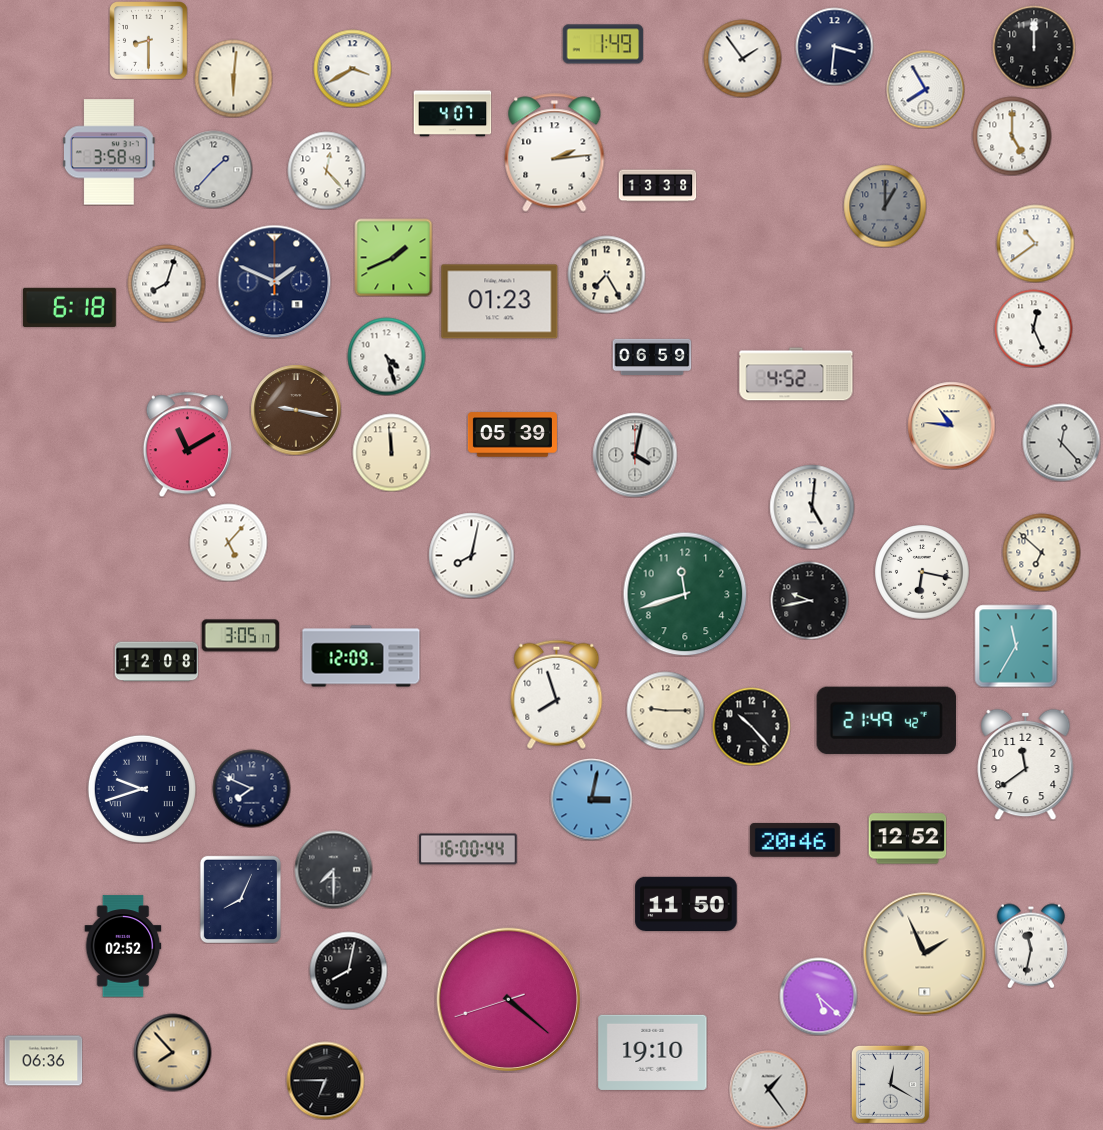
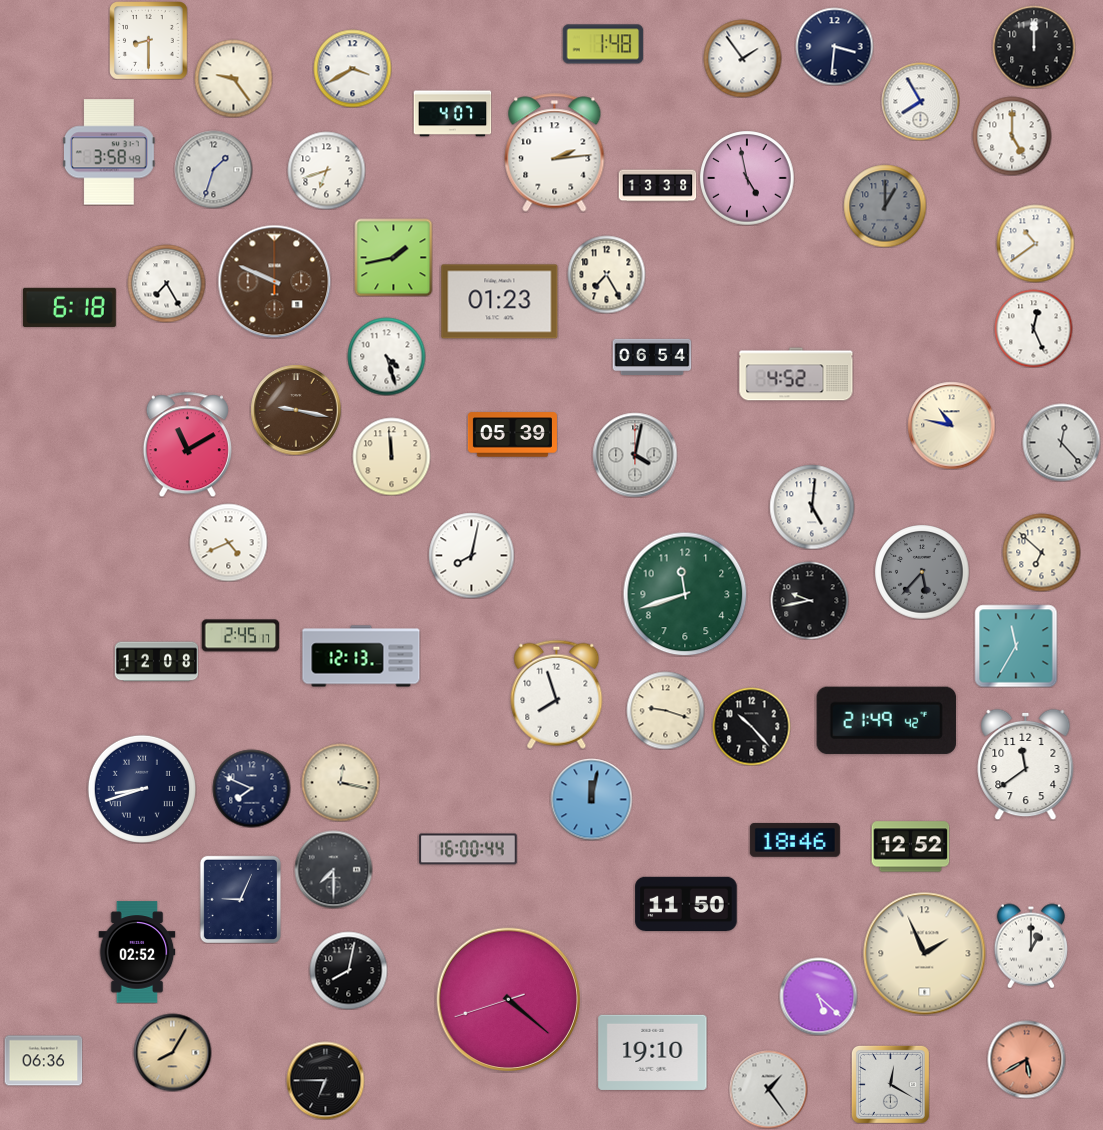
clock at (603, 44): 1:49 -> 1:48
clock at (233, 78): 6:01 -> 9:24
clock at (925, 89) position: (925, 89) -> (920, 101)
clock at (213, 169): 1:37 -> 1:33
clock at (326, 170): 12:23 -> 6:42
clock at (747, 178): none -> 4:58
clock at (393, 257): 1:41 -> 1:43
clock at (274, 281): 1:49 -> 9:49
clock at (274, 281) dial: navy -> brown
clock at (166, 283): 8:03 -> 7:25
clock at (652, 357): 06:59 -> 06:54
clock at (951, 425): 10:46 -> 10:47
clock at (391, 452) position: (391, 452) -> (391, 456)
clock at (228, 542): 5:07 -> 4:41
clock at (922, 572): 6:17 -> 5:37
clock at (922, 572) dial: white -> grey
clock at (240, 636): 3:05 -> 2:45
clock at (361, 656): 12:09 -> 12:13
clock at (665, 710): 9:15 -> 9:18
clock at (340, 782): none -> 12:17
clock at (142, 789): 9:42 -> 8:42
clock at (591, 799): 3:02 -> 12:02
clock at (907, 839) position: (907, 839) -> (910, 847)
clock at (795, 840): 20:46 -> 18:46
clock at (240, 899): 8:04 -> 9:04
clock at (123, 946) position: (123, 946) -> (137, 952)
clock at (1031, 946): 11:32 -> 1:00
clock at (172, 1052): 7:53 -> 8:05
clock at (1026, 1059): none -> 5:40
